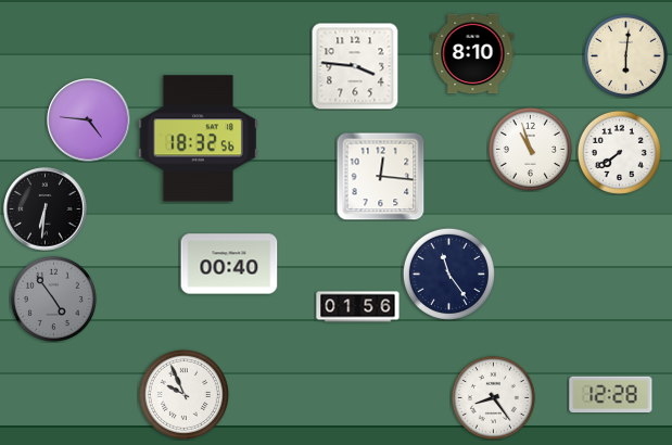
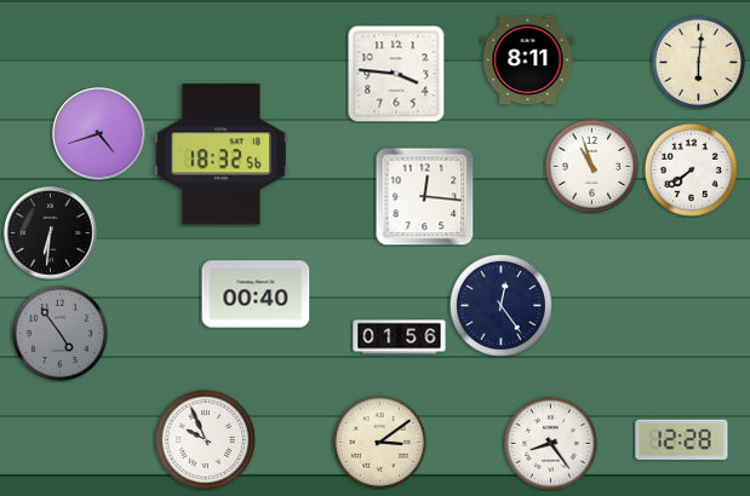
clock at (473, 54): 8:10 -> 8:11
clock at (89, 120): 4:46 -> 4:42
clock at (448, 274): 11:24 -> 12:24
clock at (358, 307) position: (358, 307) -> (400, 338)
clock at (379, 442): none -> 3:09
